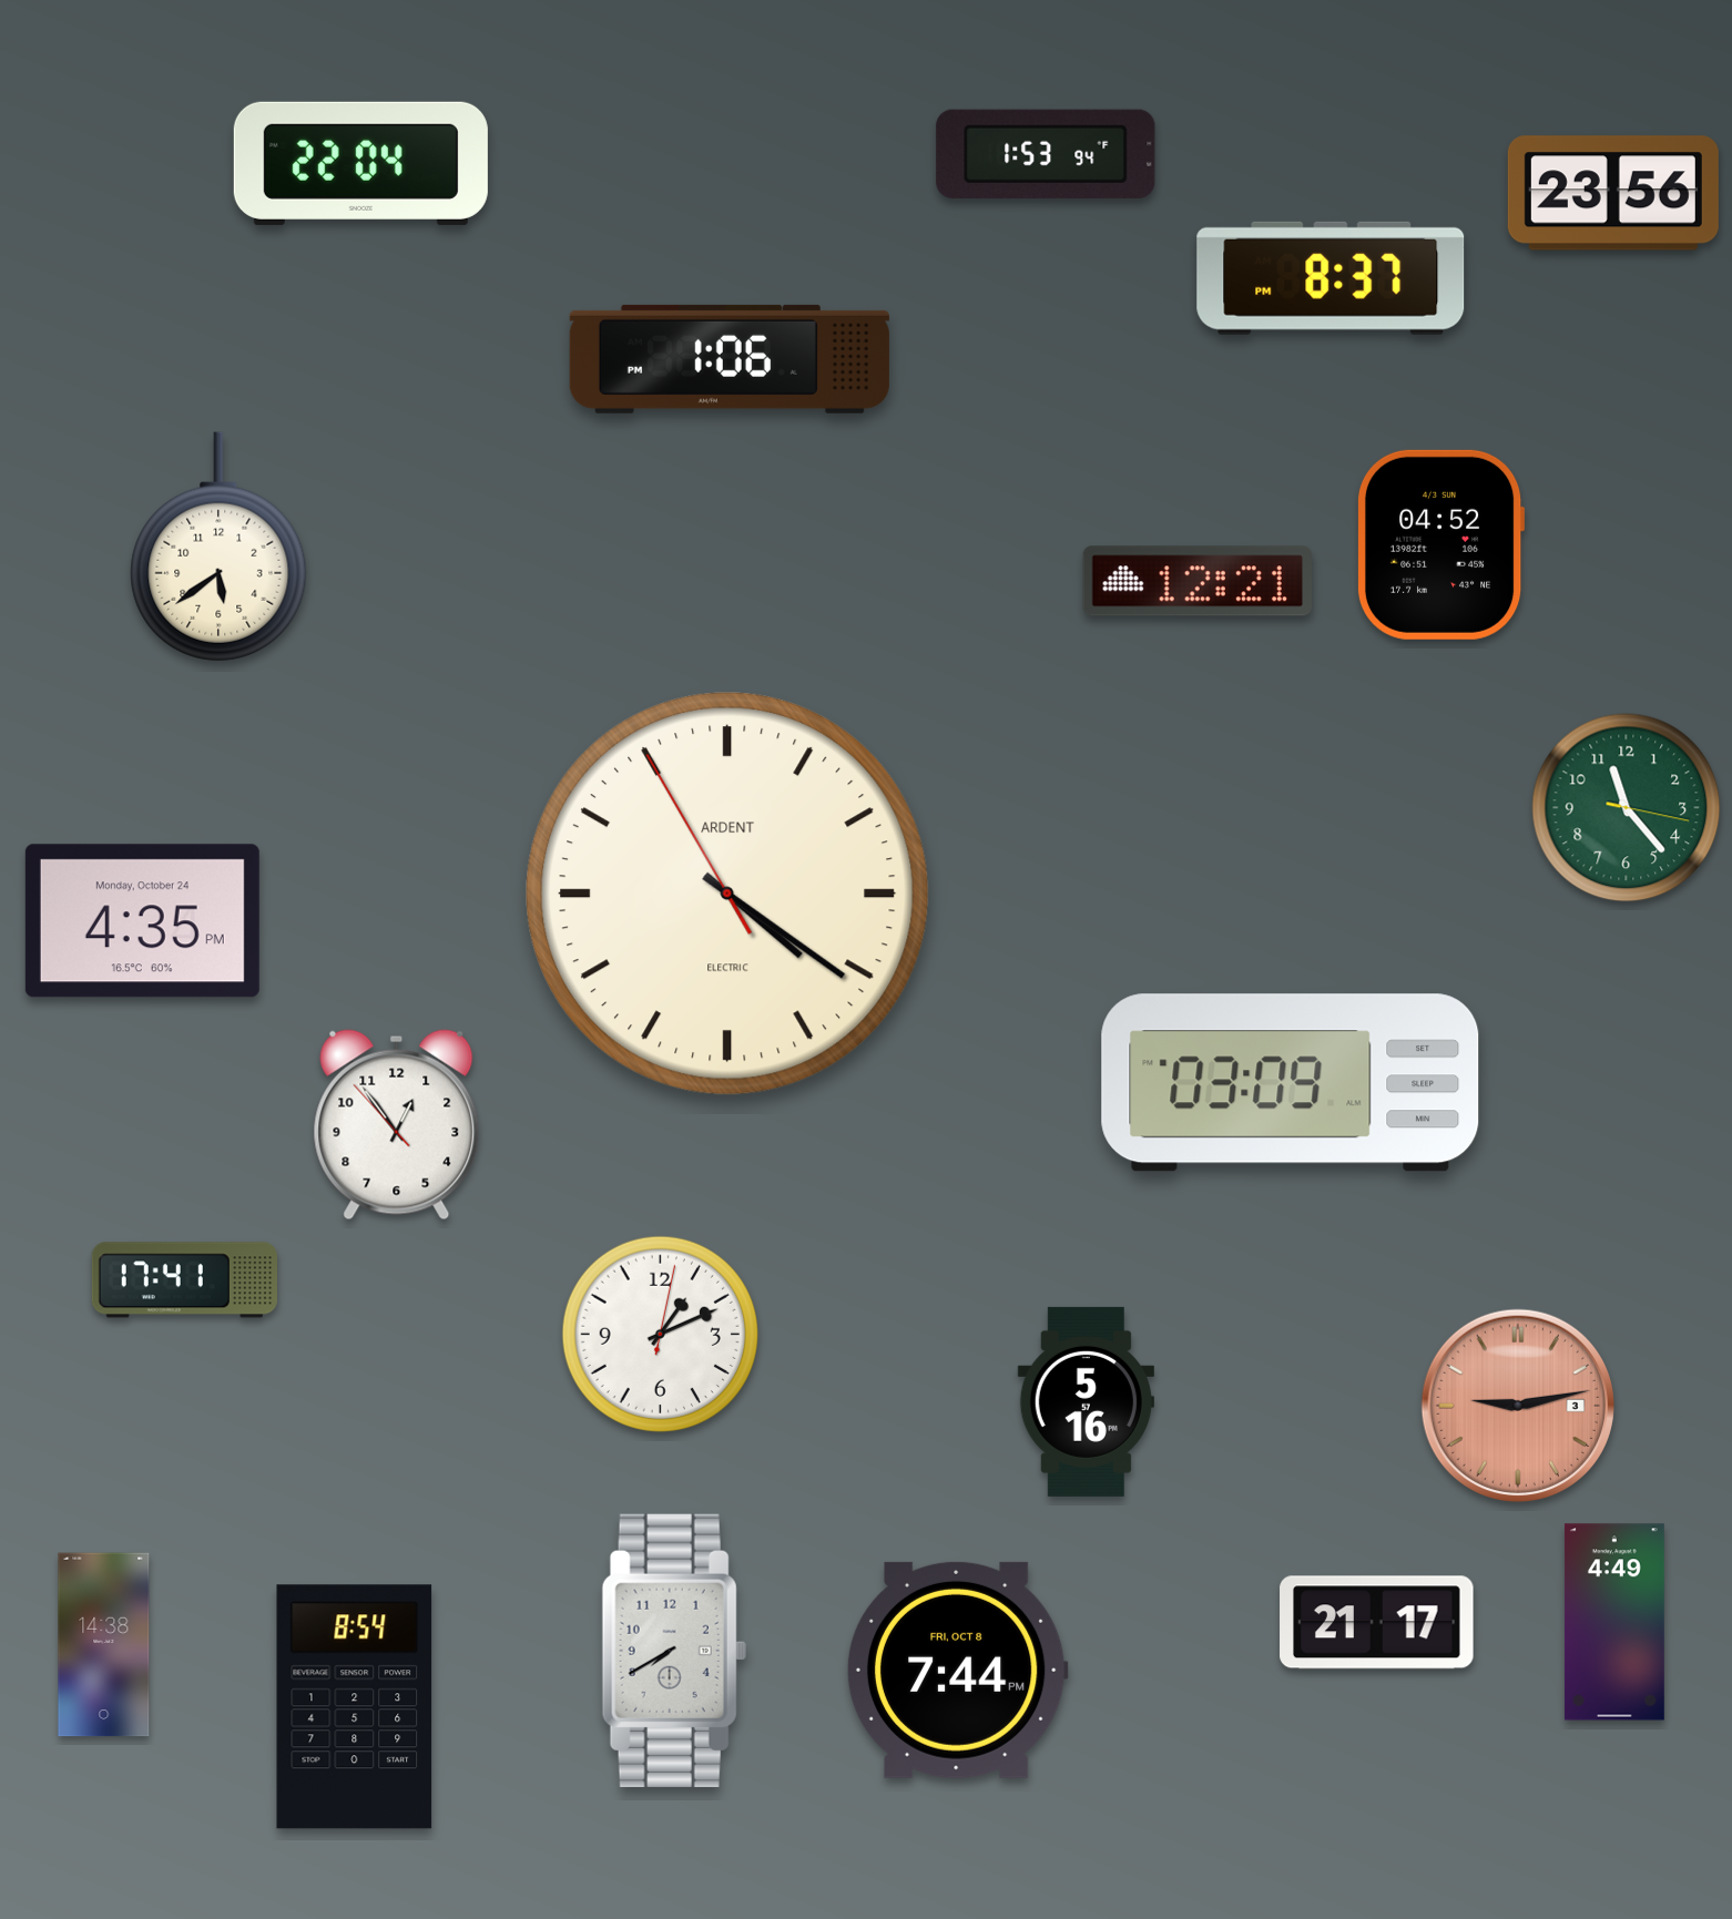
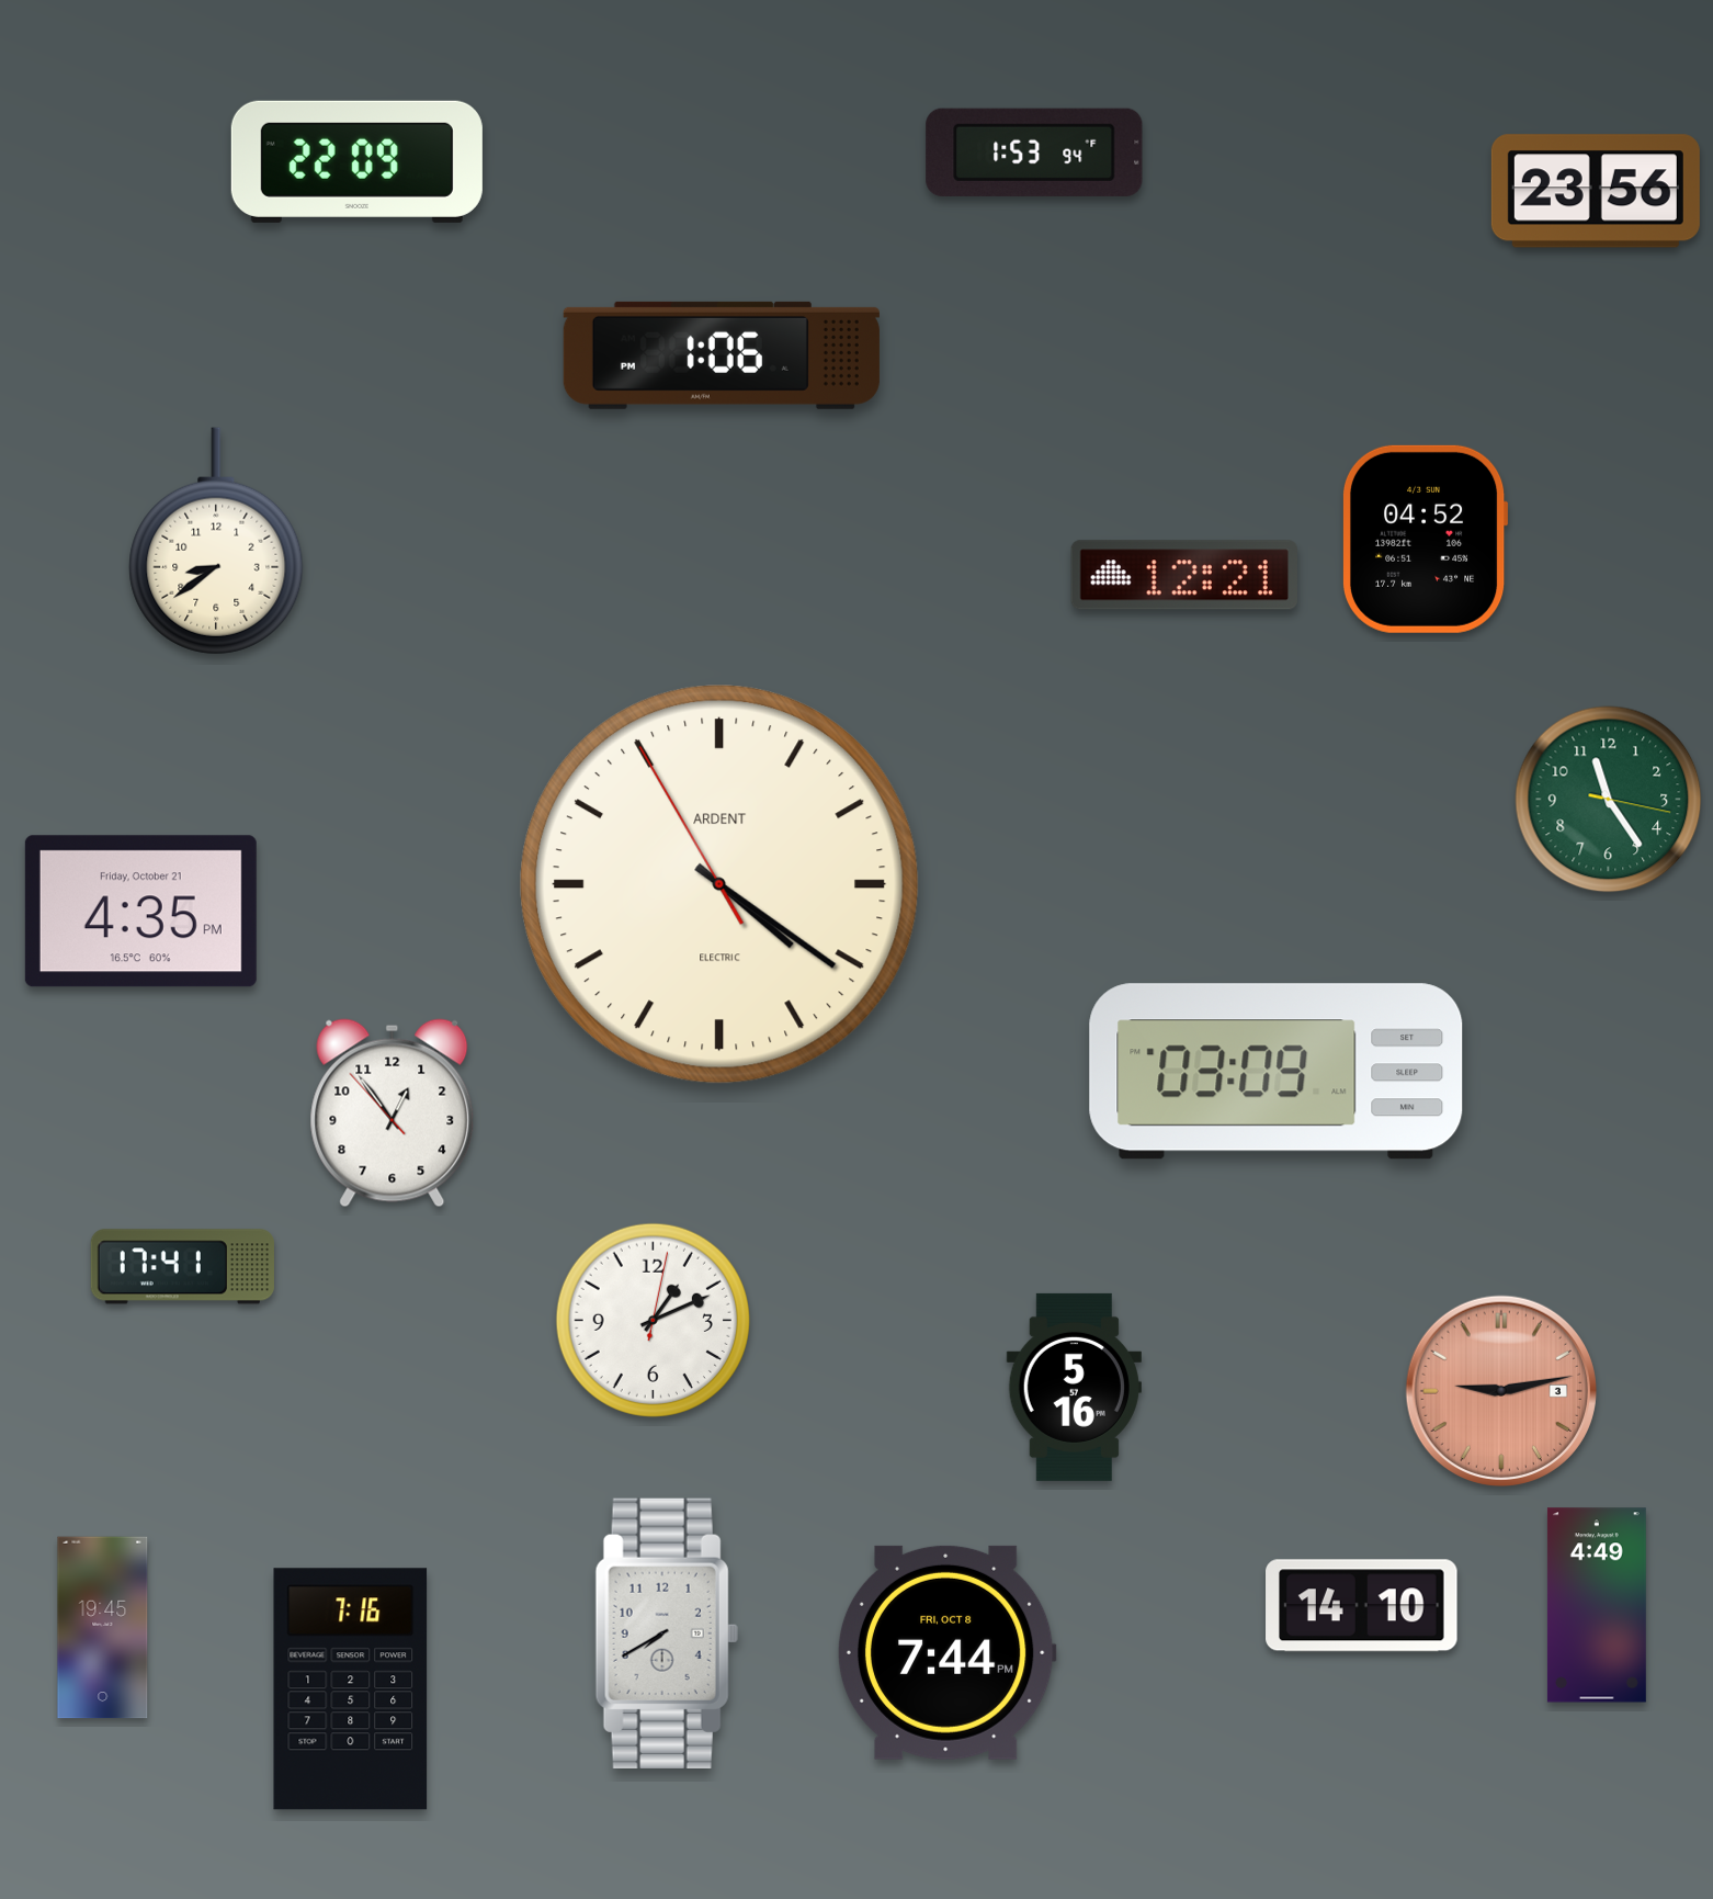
clock at (360, 163): 22:04 -> 22:09
clock at (1331, 278): 8:37 -> none
clock at (218, 547): 5:39 -> 8:39
clock at (1627, 808): 11:23 -> 11:24
clock at (142, 921) date: Monday, October 24 -> Friday, October 21
clock at (1377, 1623): 21:17 -> 14:10
clock at (104, 1645): 14:38 -> 19:45
clock at (355, 1707): 8:54 -> 7:16
